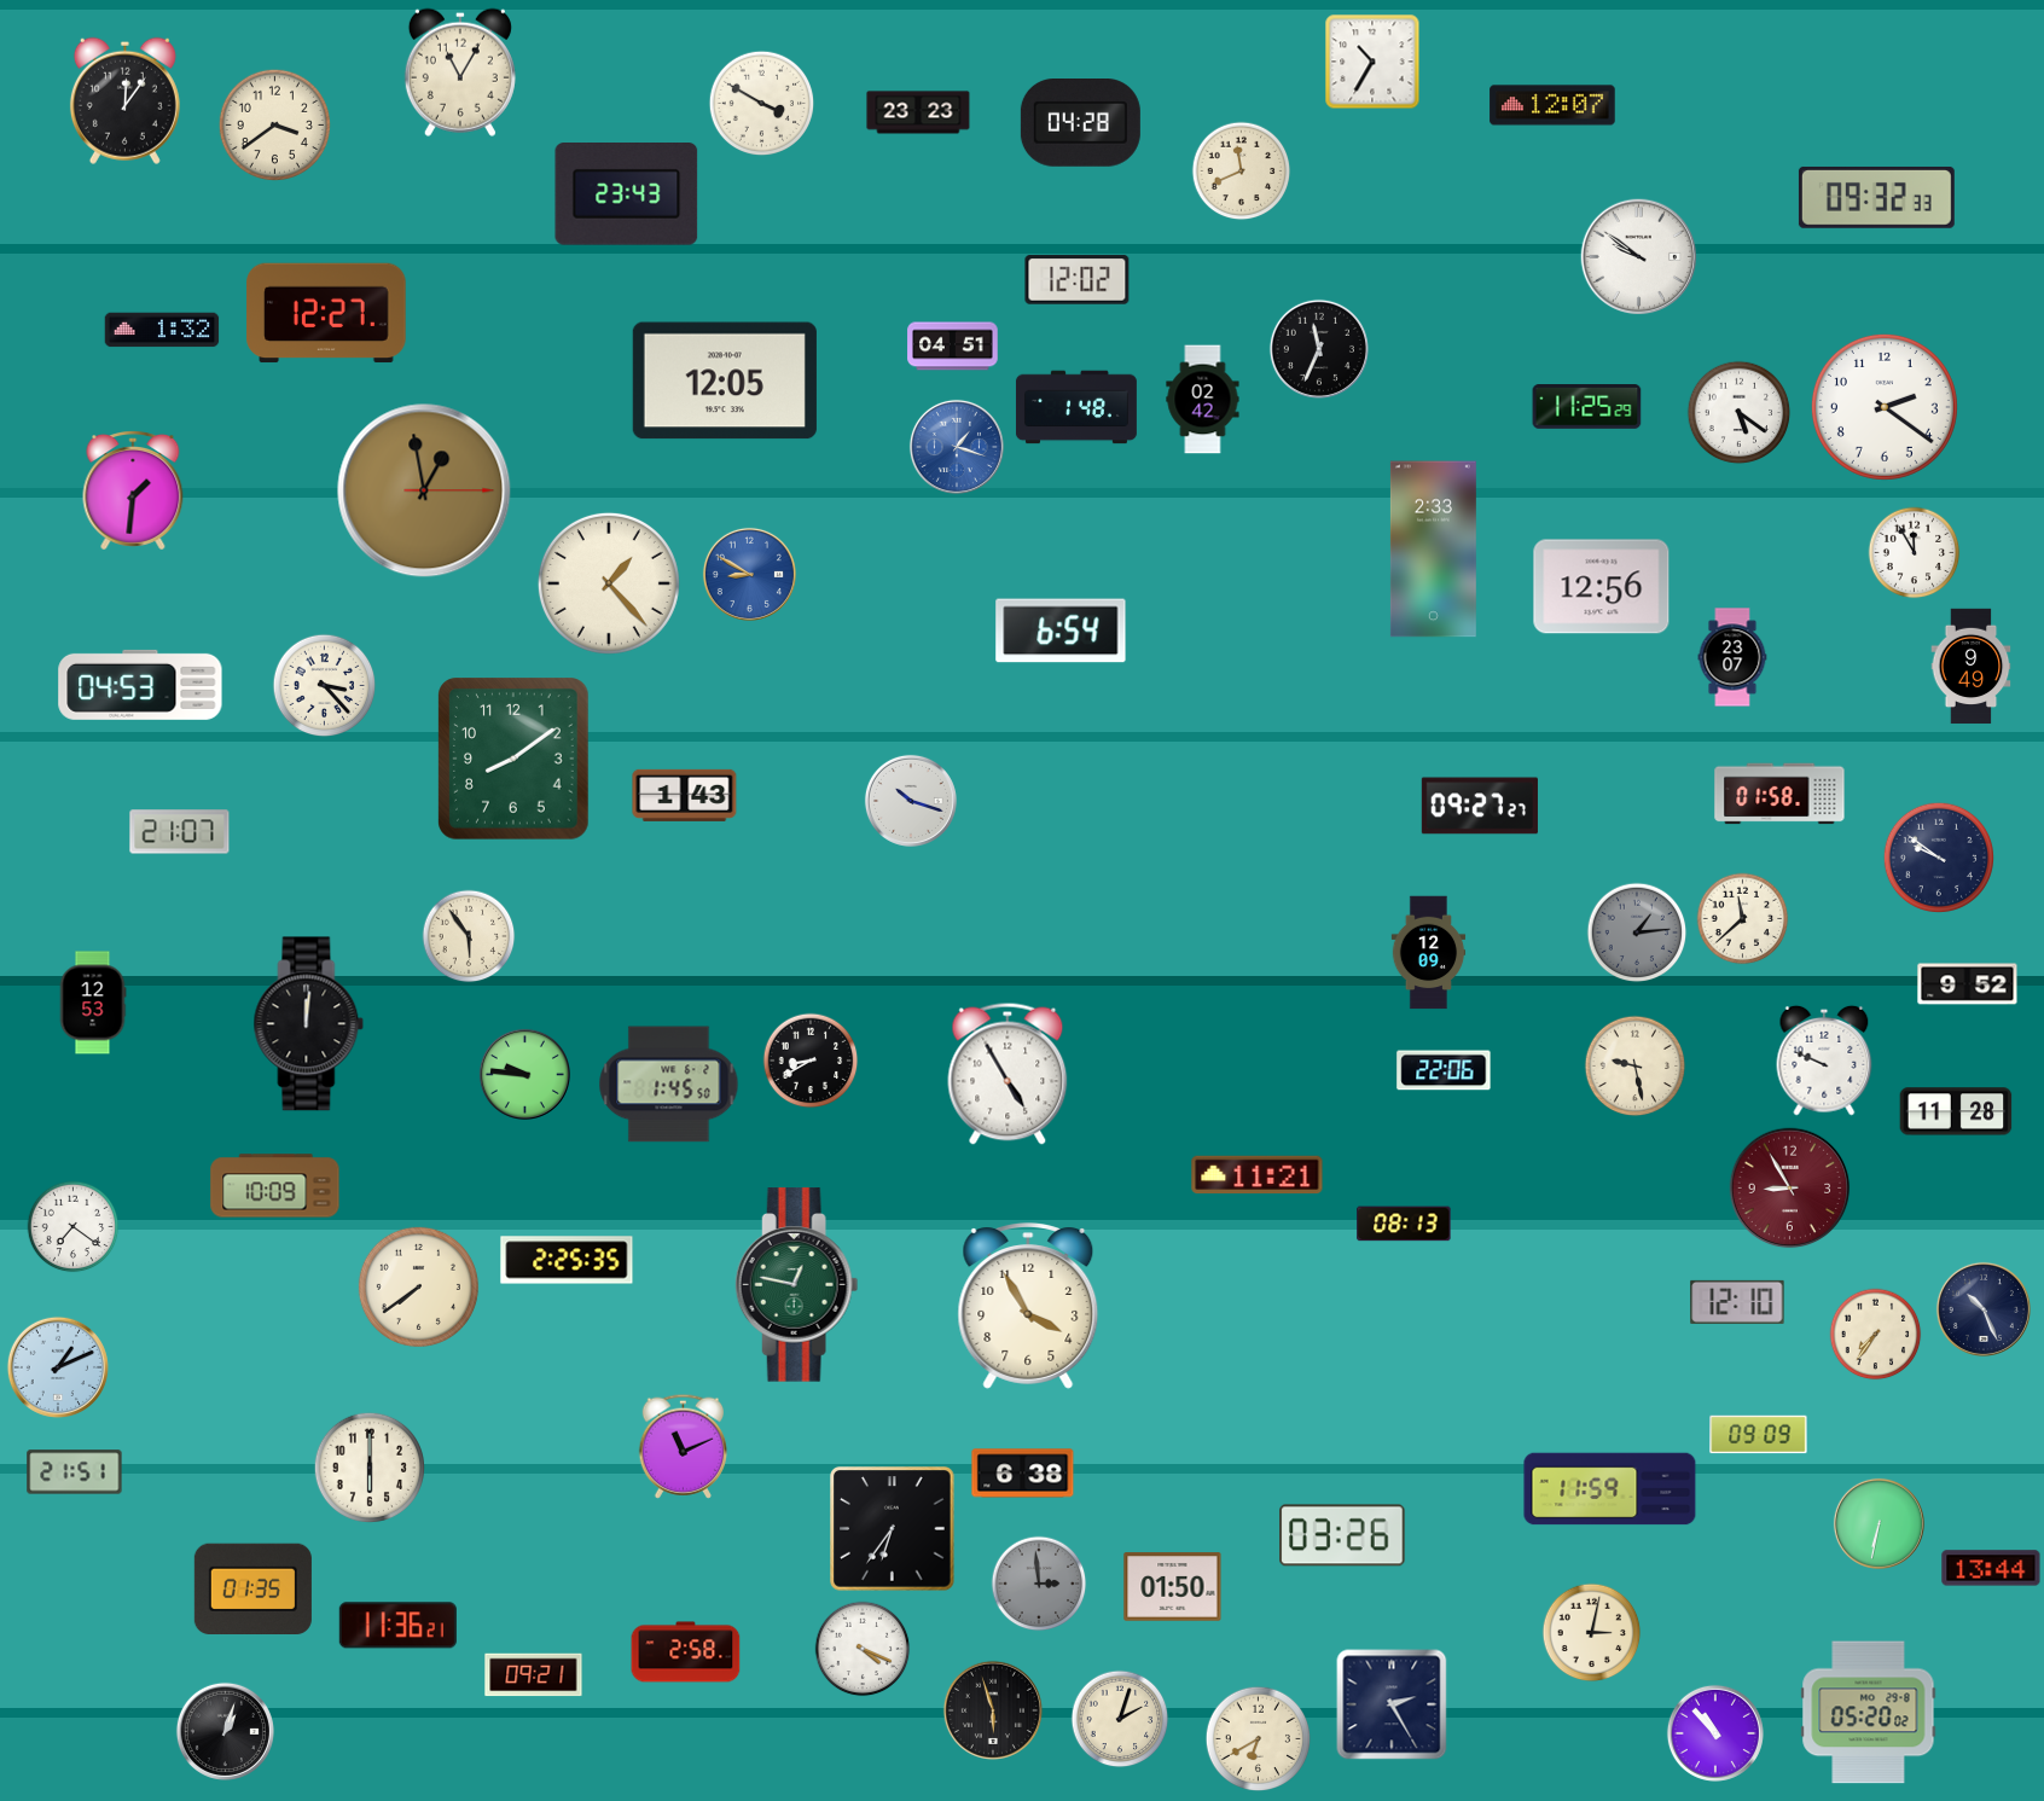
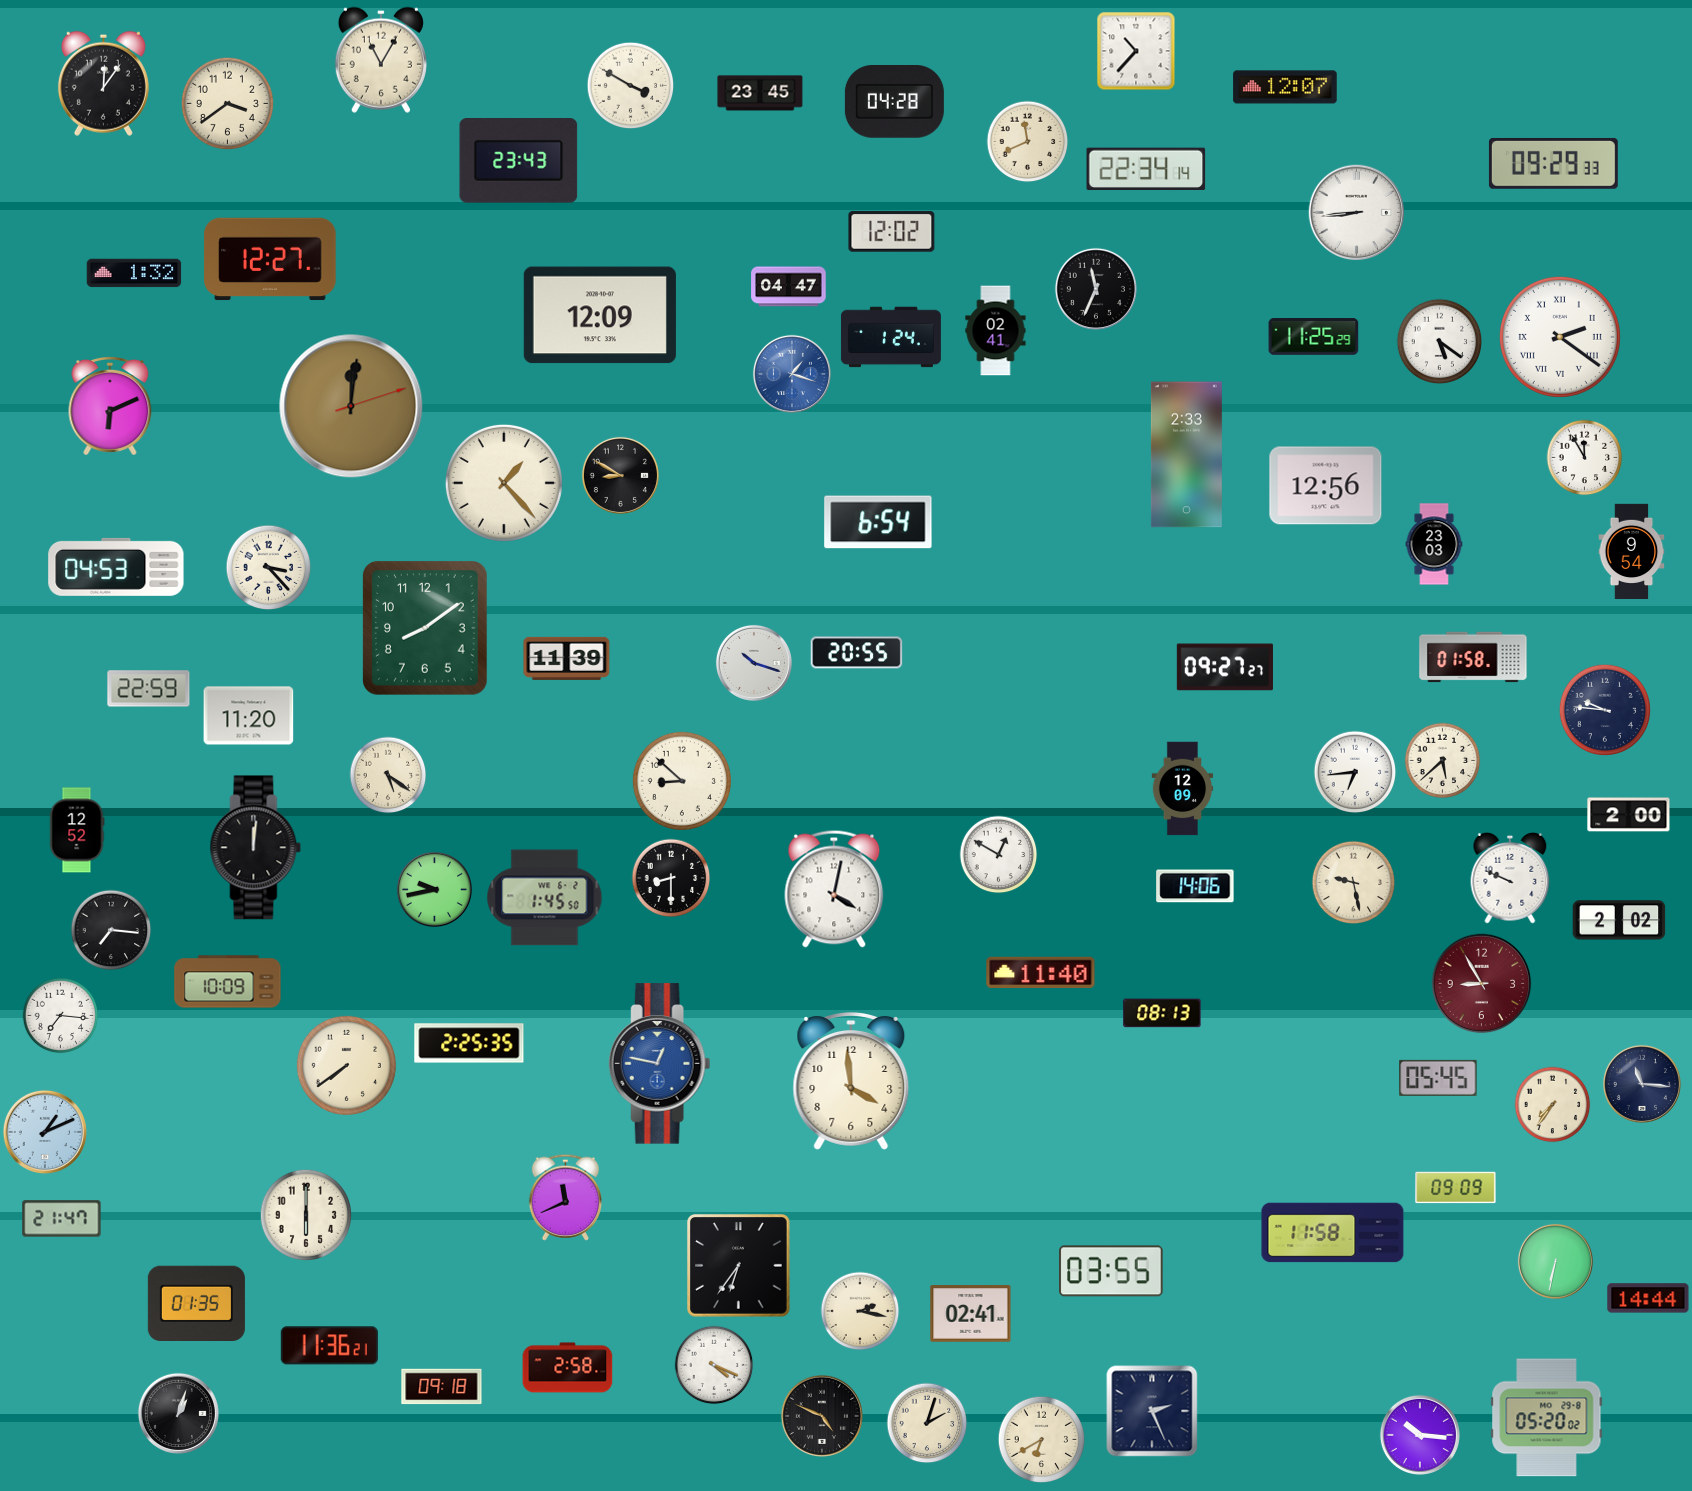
clock at (1372, 62): 10:35 -> 10:37
clock at (918, 112): 23:23 -> 23:45
clock at (1876, 197): 09:32 -> 09:29
clock at (1146, 168): none -> 22:34
clock at (1639, 257): 9:51 -> 8:44
clock at (953, 347): 04:51 -> 04:47
clock at (1319, 349) position: (1319, 349) -> (1096, 289)
clock at (725, 380): 12:05 -> 12:09
clock at (1203, 400): 02:42 -> 02:41
clock at (1076, 407): 1:48 -> 1:24
clock at (1885, 407) numerals: Arabic -> Roman
clock at (957, 447) position: (957, 447) -> (792, 374)
clock at (424, 490): 12:58 -> 12:01
clock at (133, 492): 1:31 -> 6:11
clock at (749, 574) dial: blue -> black
clock at (1732, 657): 23:07 -> 23:03
clock at (1972, 667): 9:49 -> 9:54
clock at (857, 653): none -> 20:55
clock at (685, 795): 1:43 -> 11:39
clock at (180, 832): 21:07 -> 22:59
clock at (1938, 856): 9:51 -> 9:46
clock at (249, 716): none -> 11:20
clock at (1743, 919): 11:38 -> 5:38
clock at (1637, 933): 1:14 -> 6:44
clock at (1637, 933) dial: grey -> white
clock at (469, 936): 5:54 -> 5:21
clock at (682, 781): none -> 8:52
clock at (1968, 984): 9:52 -> 2:00
clock at (93, 1003): 12:53 -> 12:52
clock at (999, 855): none -> 12:50
clock at (811, 1061): 8:40 -> 8:30
clock at (1444, 1070): 22:06 -> 14:06
clock at (524, 1074): 9:46 -> 9:43
clock at (1008, 1074): 4:55 -> 4:02
clock at (669, 1085) position: (669, 1085) -> (545, 898)
clock at (1956, 1111): 11:28 -> 2:02
clock at (111, 930): none -> 7:16
clock at (1258, 1174): 11:21 -> 11:40
clock at (74, 1227): 7:21 -> 7:16
clock at (797, 1285) dial: green -> blue
clock at (1737, 1302): 12:10 -> 05:45
clock at (1028, 1307): 3:55 -> 3:59
clock at (1984, 1309): 10:26 -> 11:16
clock at (58, 1367) position: (58, 1367) -> (45, 1132)
clock at (684, 1446): 11:11 -> 11:41
clock at (75, 1472): 21:51 -> 21:47
clock at (1023, 1474): 6:38 -> none
clock at (1610, 1489): 11:59 -> 11:58
clock at (1342, 1535): 03:26 -> 03:55
clock at (1991, 1568): 13:44 -> 14:44
clock at (1039, 1584): 2:59 -> 2:17
clock at (1039, 1584) dial: grey -> cream
clock at (1173, 1587): 01:50 -> 02:41
clock at (252, 1588) position: (252, 1588) -> (196, 1303)
clock at (1592, 1633): 3:02 -> none
clock at (534, 1675): 09:21 -> 09:18
clock at (1392, 1704): 2:25 -> 2:26
clock at (993, 1710): 5:57 -> 4:49
clock at (225, 1731) position: (225, 1731) -> (178, 1413)
clock at (1715, 1733): 10:53 -> 10:16
